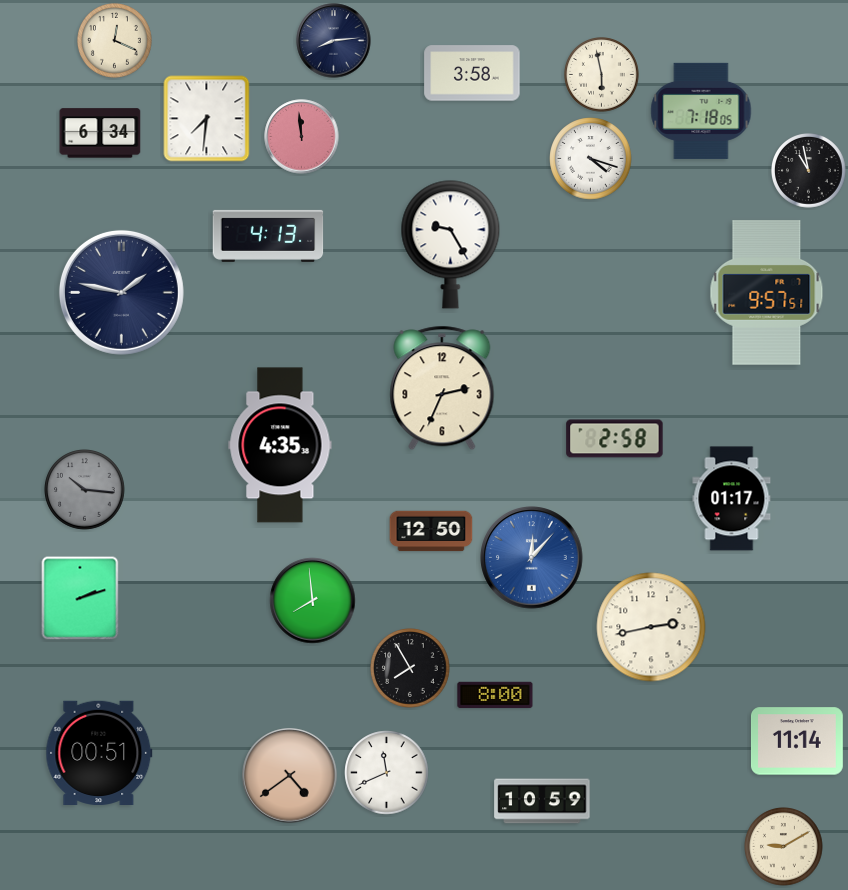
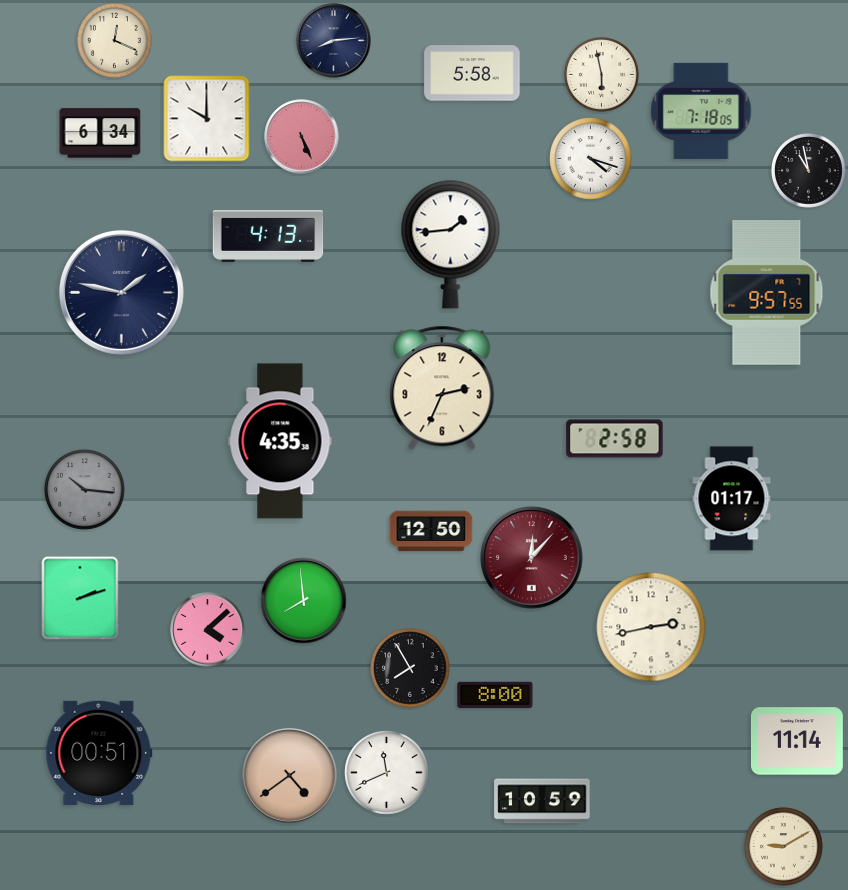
clock at (472, 73): 3:58 -> 5:58
clock at (207, 119): 7:31 -> 10:00
clock at (302, 137): 11:59 -> 5:26
clock at (451, 244): 9:25 -> 1:44
clock at (767, 293): 9:57:51 -> 9:57:55
clock at (280, 445) position: (280, 445) -> (280, 441)
clock at (532, 558) dial: blue -> burgundy
clock at (313, 601) position: (313, 601) -> (304, 601)
clock at (208, 630): none -> 4:08
